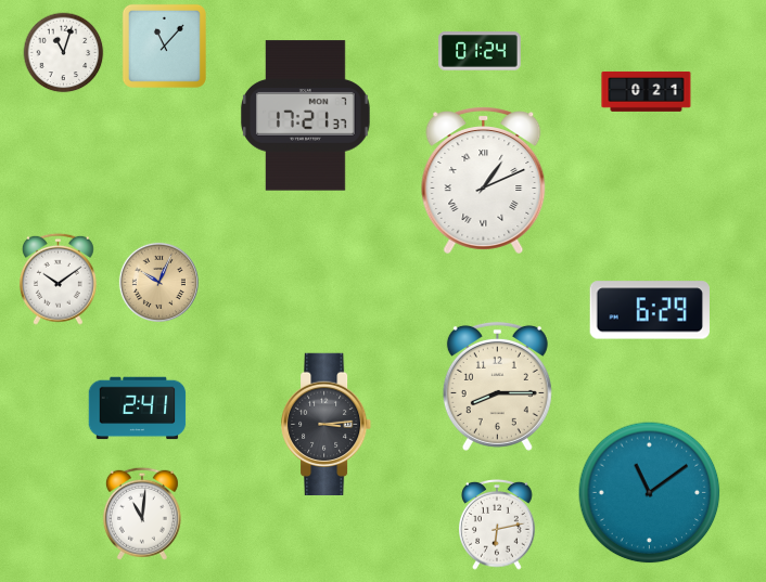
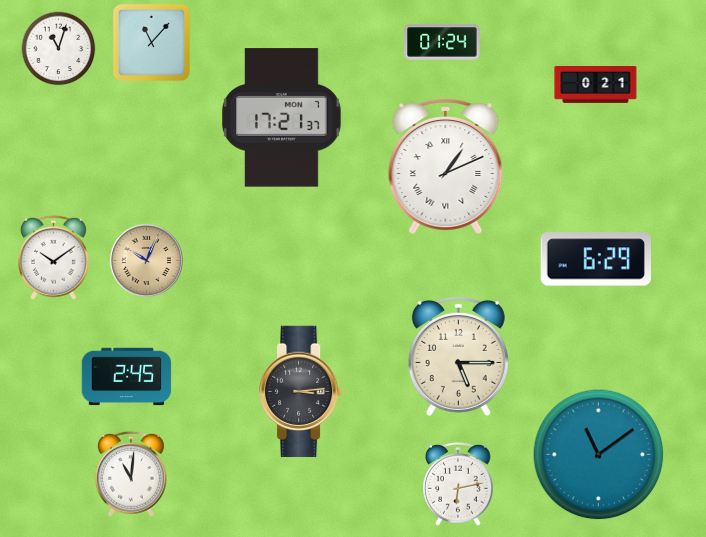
clock at (480, 51) position: (480, 51) -> (442, 42)
clock at (305, 116) position: (305, 116) -> (281, 118)
clock at (650, 310) position: (650, 310) -> (596, 259)
clock at (497, 386): 8:15 -> 5:15
clock at (138, 409): 2:41 -> 2:45
